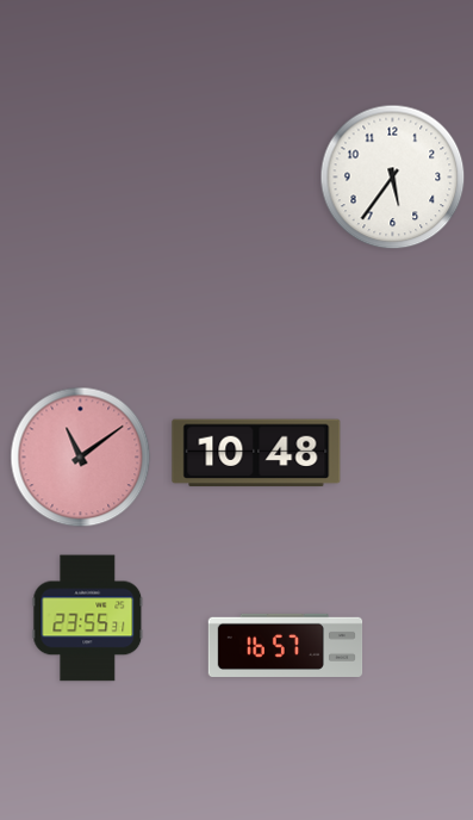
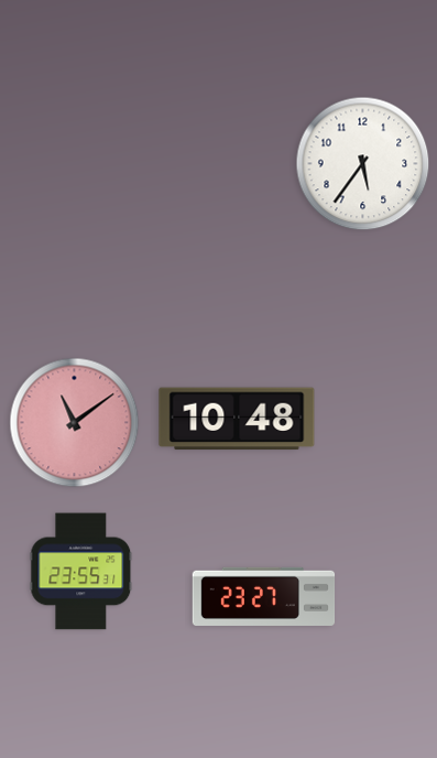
clock at (286, 645): 16:57 -> 23:27
